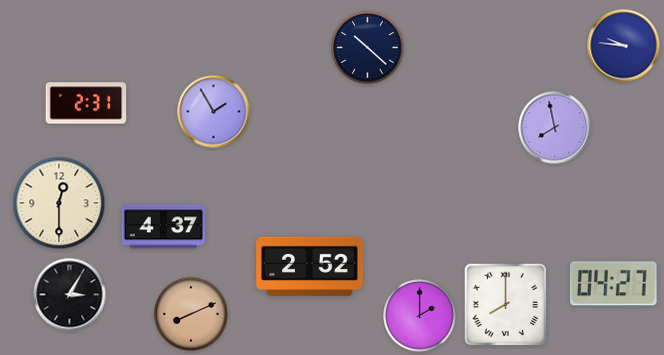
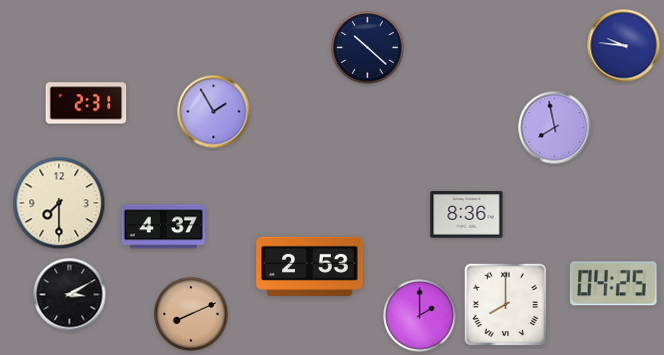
clock at (59, 203): 12:30 -> 7:30
clock at (467, 215): none -> 8:36
clock at (310, 266): 2:52 -> 2:53
clock at (614, 284): 04:27 -> 04:25
clock at (70, 295): 3:05 -> 3:10
